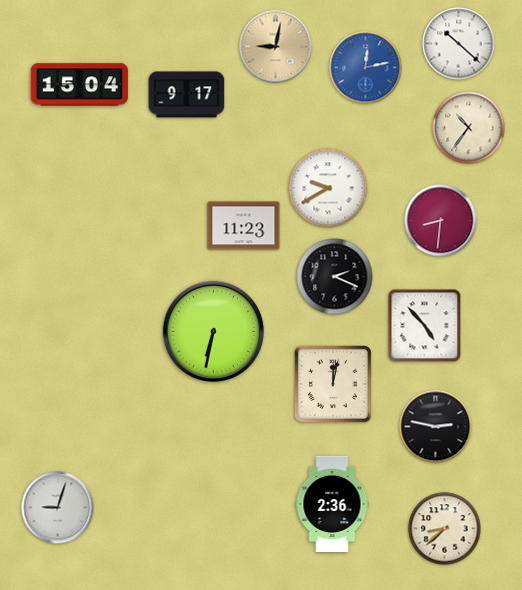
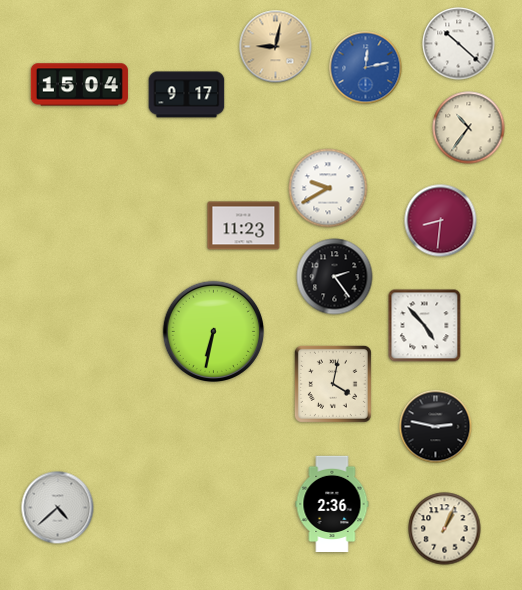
clock at (335, 277): 2:19 -> 2:24
clock at (333, 384): 12:02 -> 4:02
clock at (58, 508): 9:03 -> 4:38
clock at (445, 529): 8:38 -> 1:04
